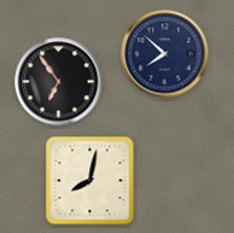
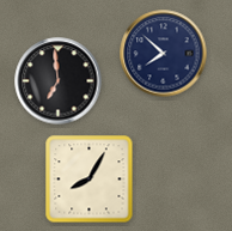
clock at (59, 82): 6:54 -> 6:59
clock at (90, 181): 8:02 -> 8:05
